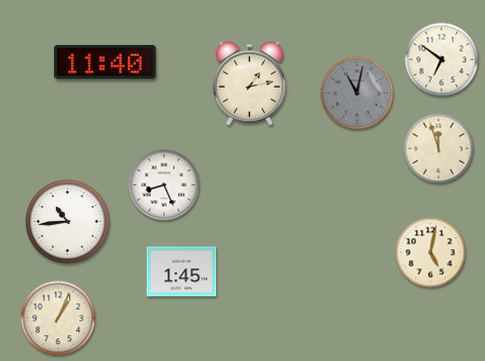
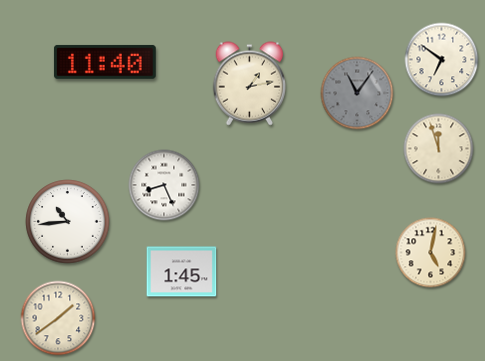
clock at (357, 93): 11:02 -> 11:06
clock at (58, 318): 1:04 -> 1:39
